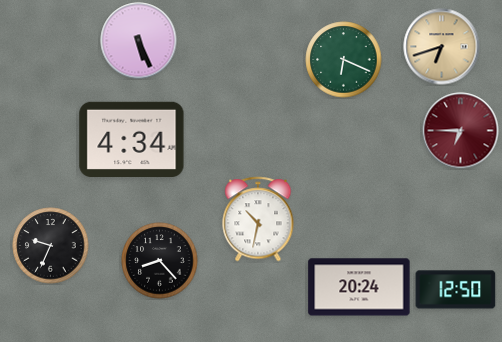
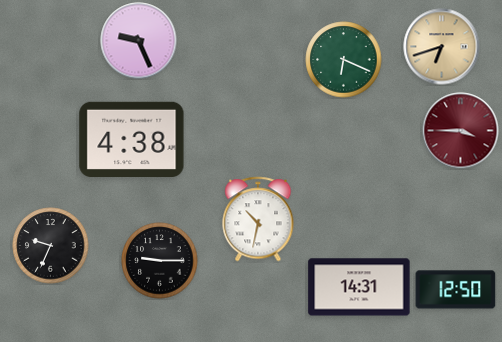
clock at (139, 41): 5:26 -> 9:26
clock at (461, 131): 6:45 -> 3:45
clock at (132, 139): 4:34 -> 4:38
clock at (160, 261): 8:23 -> 9:15
clock at (359, 287): 20:24 -> 14:31
